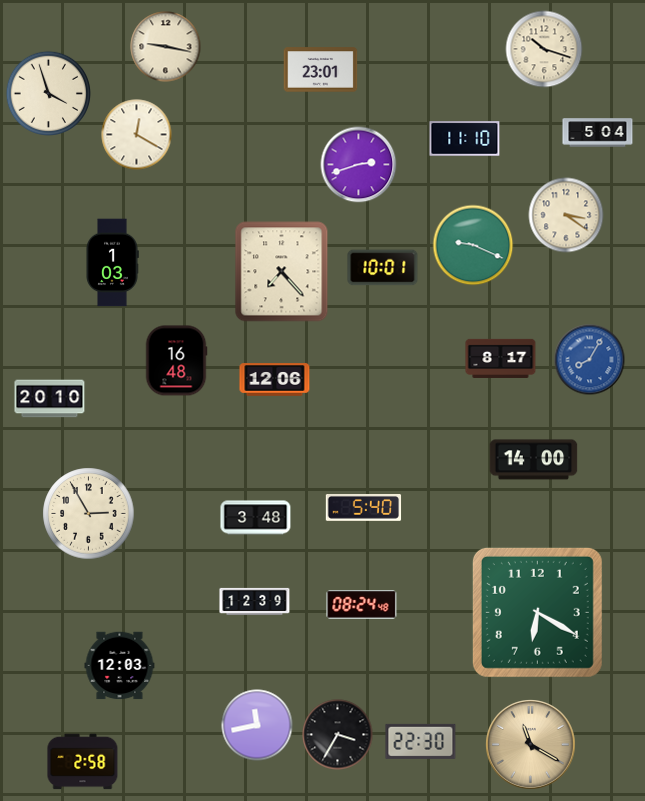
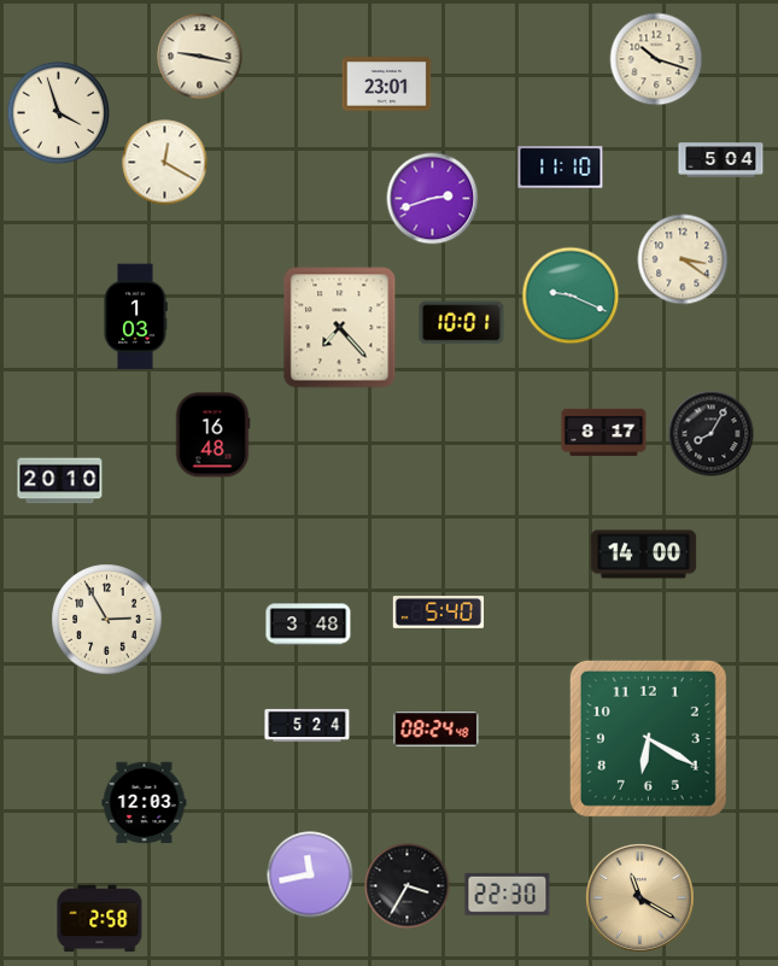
clock at (590, 360) dial: blue -> black
clock at (275, 380): 12:06 -> none
clock at (255, 601): 12:39 -> 5:24
